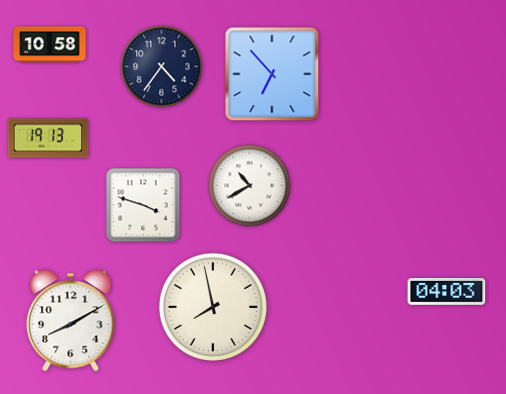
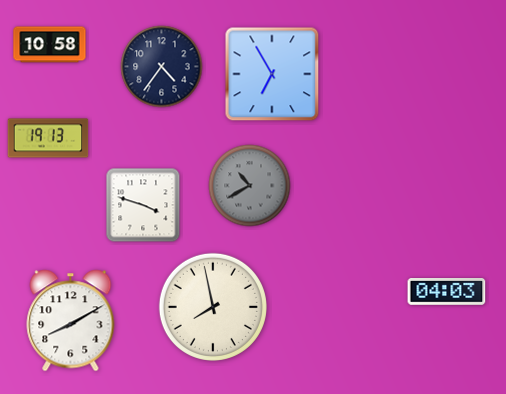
clock at (272, 74): 6:53 -> 6:55
clock at (250, 186) dial: white -> grey
